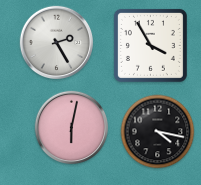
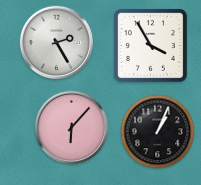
clock at (72, 128): 6:02 -> 6:07
clock at (158, 132): 4:17 -> 1:04
